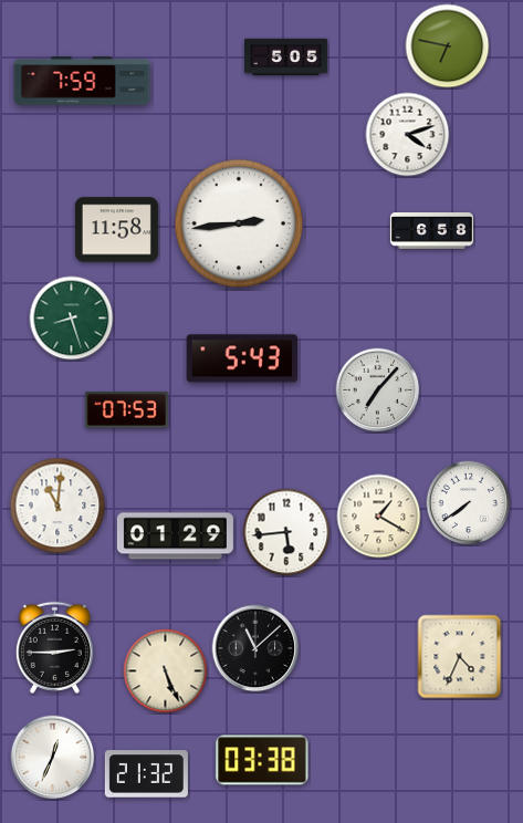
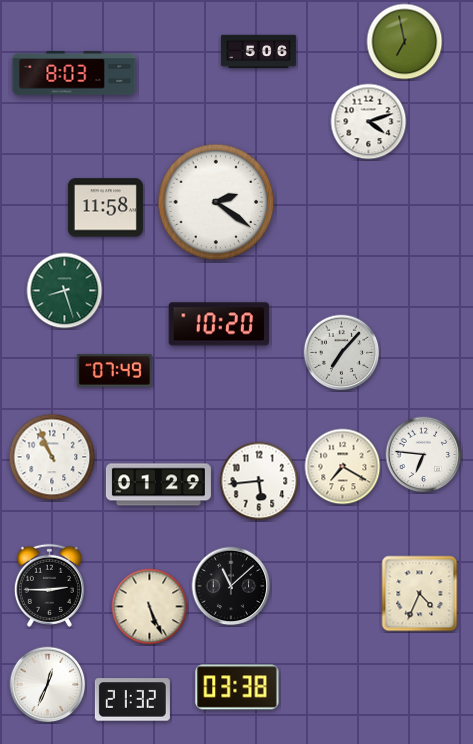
clock at (448, 46): 6:47 -> 6:58
clock at (285, 58): 5:05 -> 5:06
clock at (82, 81): 7:59 -> 8:03
clock at (239, 223): 2:44 -> 2:21
clock at (431, 231): 6:58 -> none
clock at (72, 319) position: (72, 319) -> (65, 291)
clock at (241, 358): 5:43 -> 10:20
clock at (126, 410): 07:53 -> 07:49
clock at (469, 503): 7:39 -> 6:46
clock at (57, 506): 11:01 -> 10:56
clock at (379, 517): 1:20 -> 7:20
clock at (460, 657) position: (460, 657) -> (420, 594)
